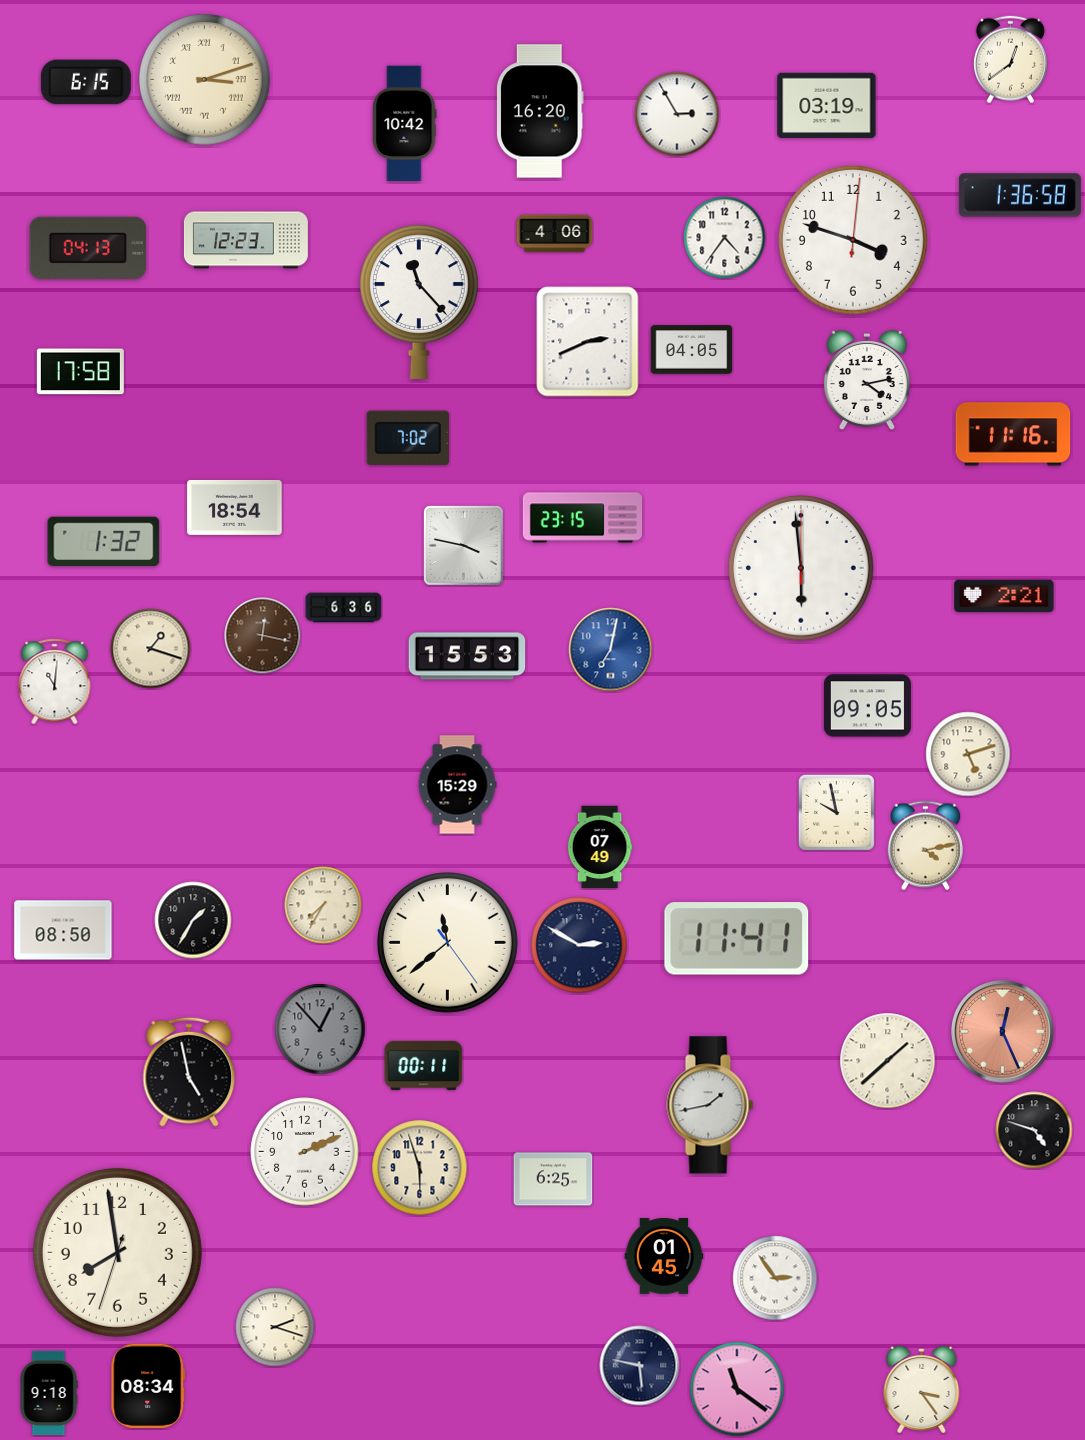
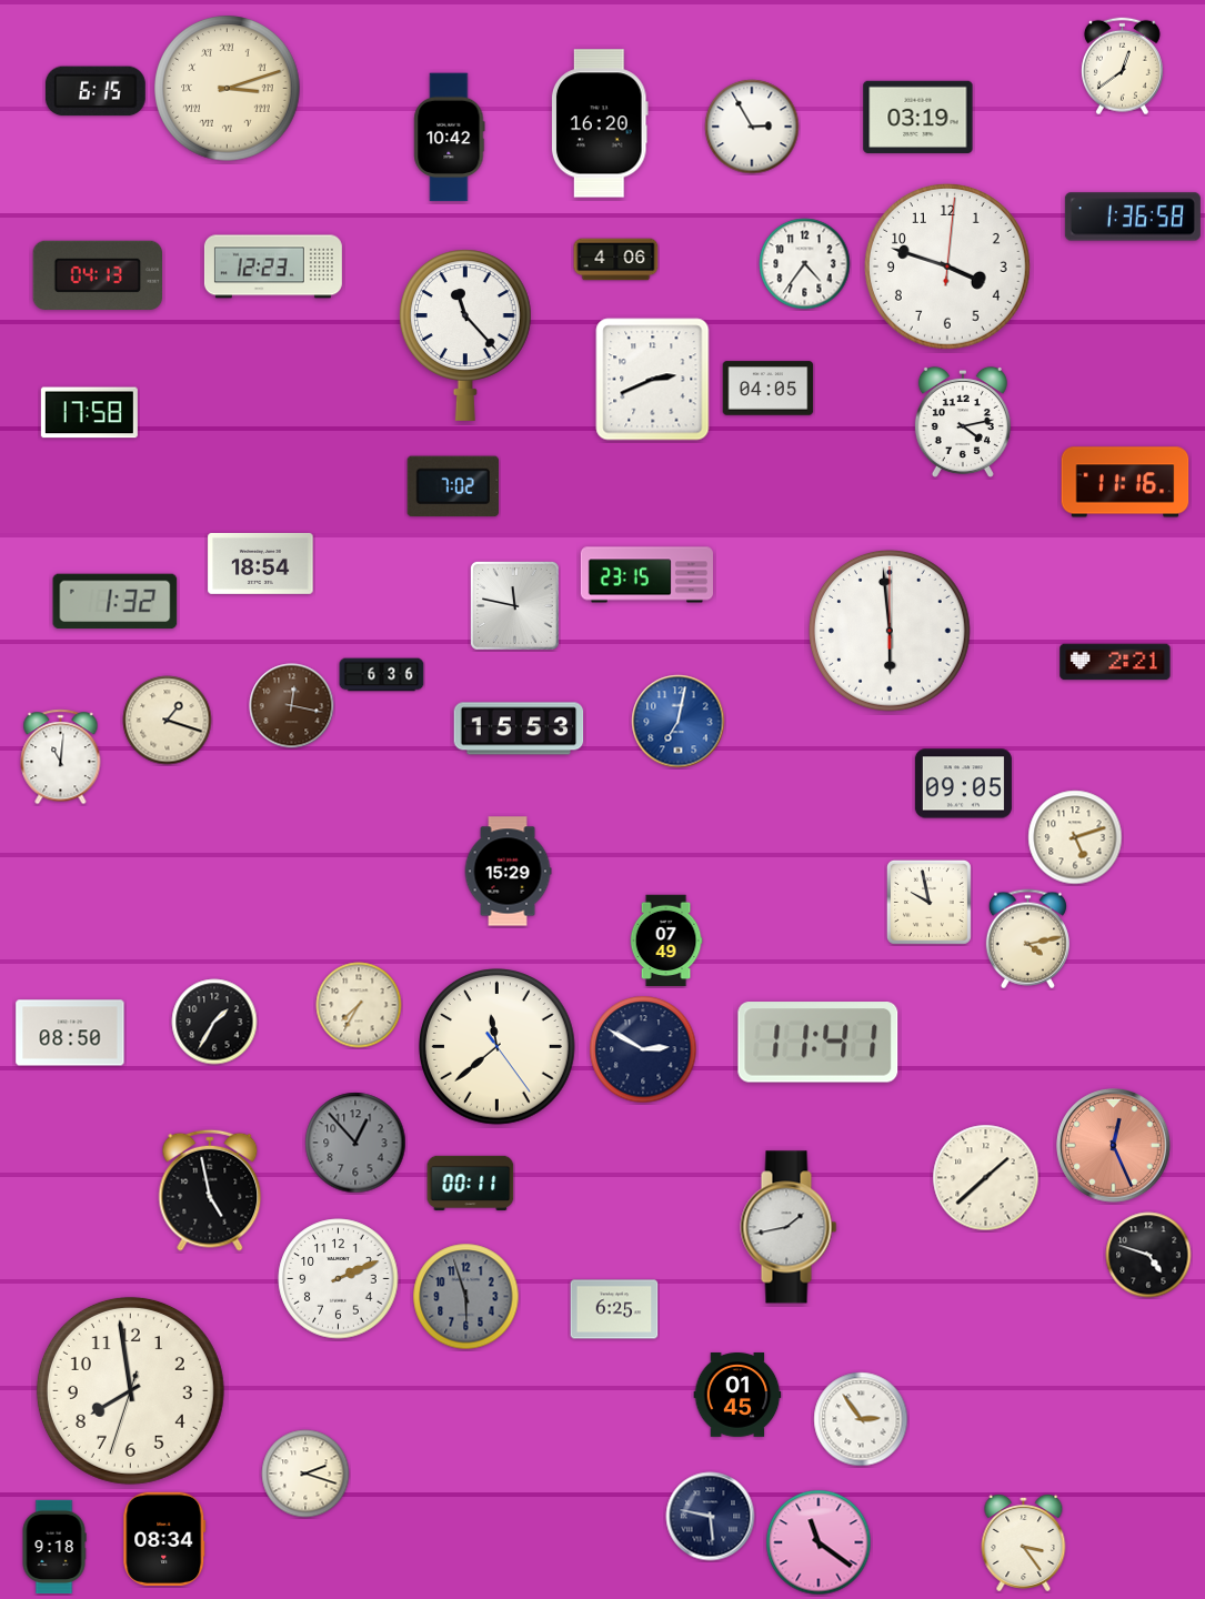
clock at (464, 546): 3:47 -> 11:47
clock at (420, 1168) dial: cream -> grey
